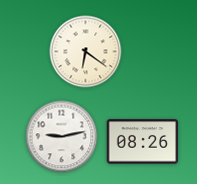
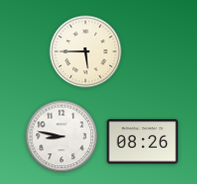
clock at (86, 52): 6:21 -> 5:45
clock at (62, 137): 9:13 -> 8:47
